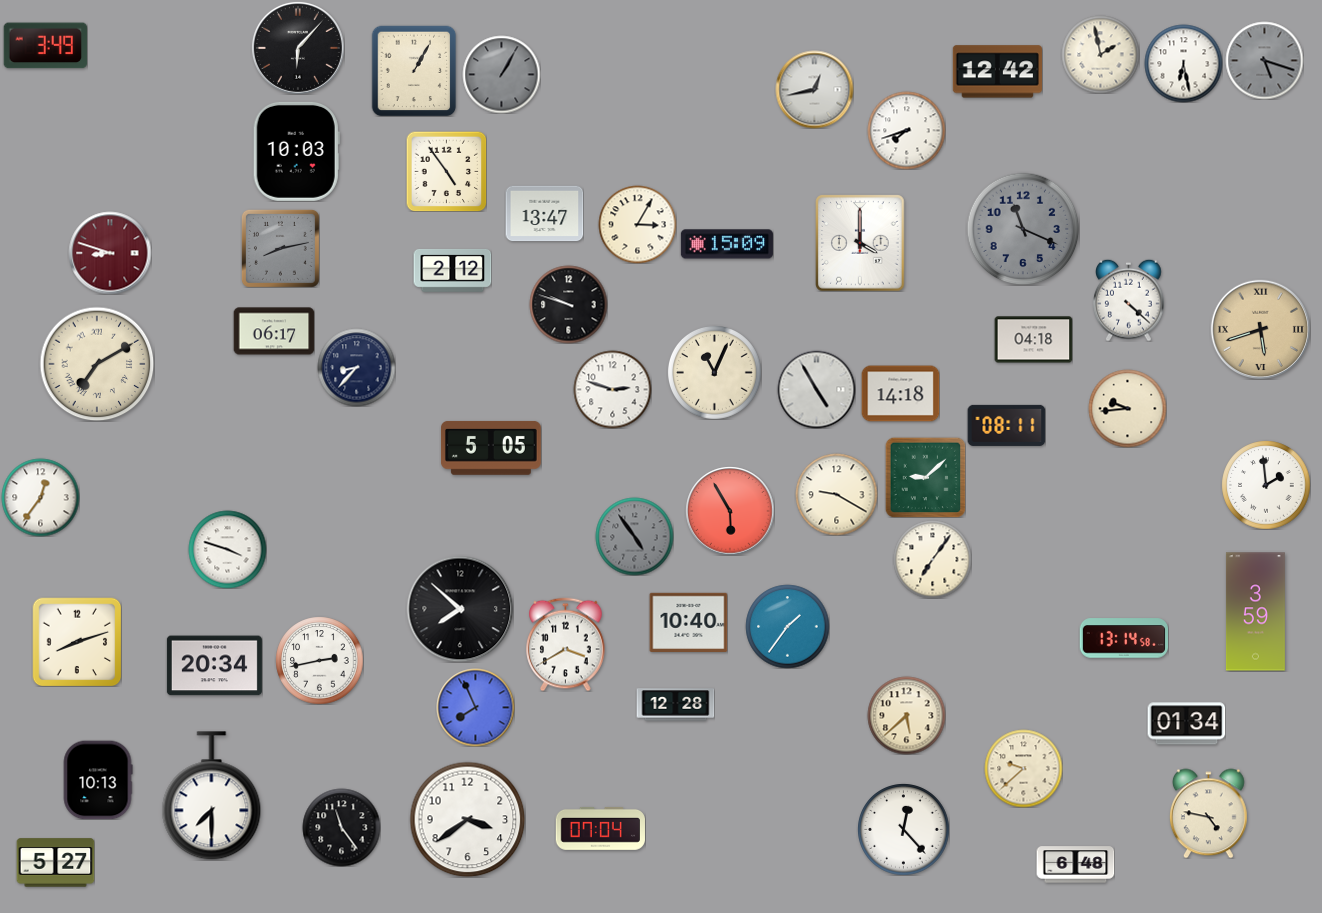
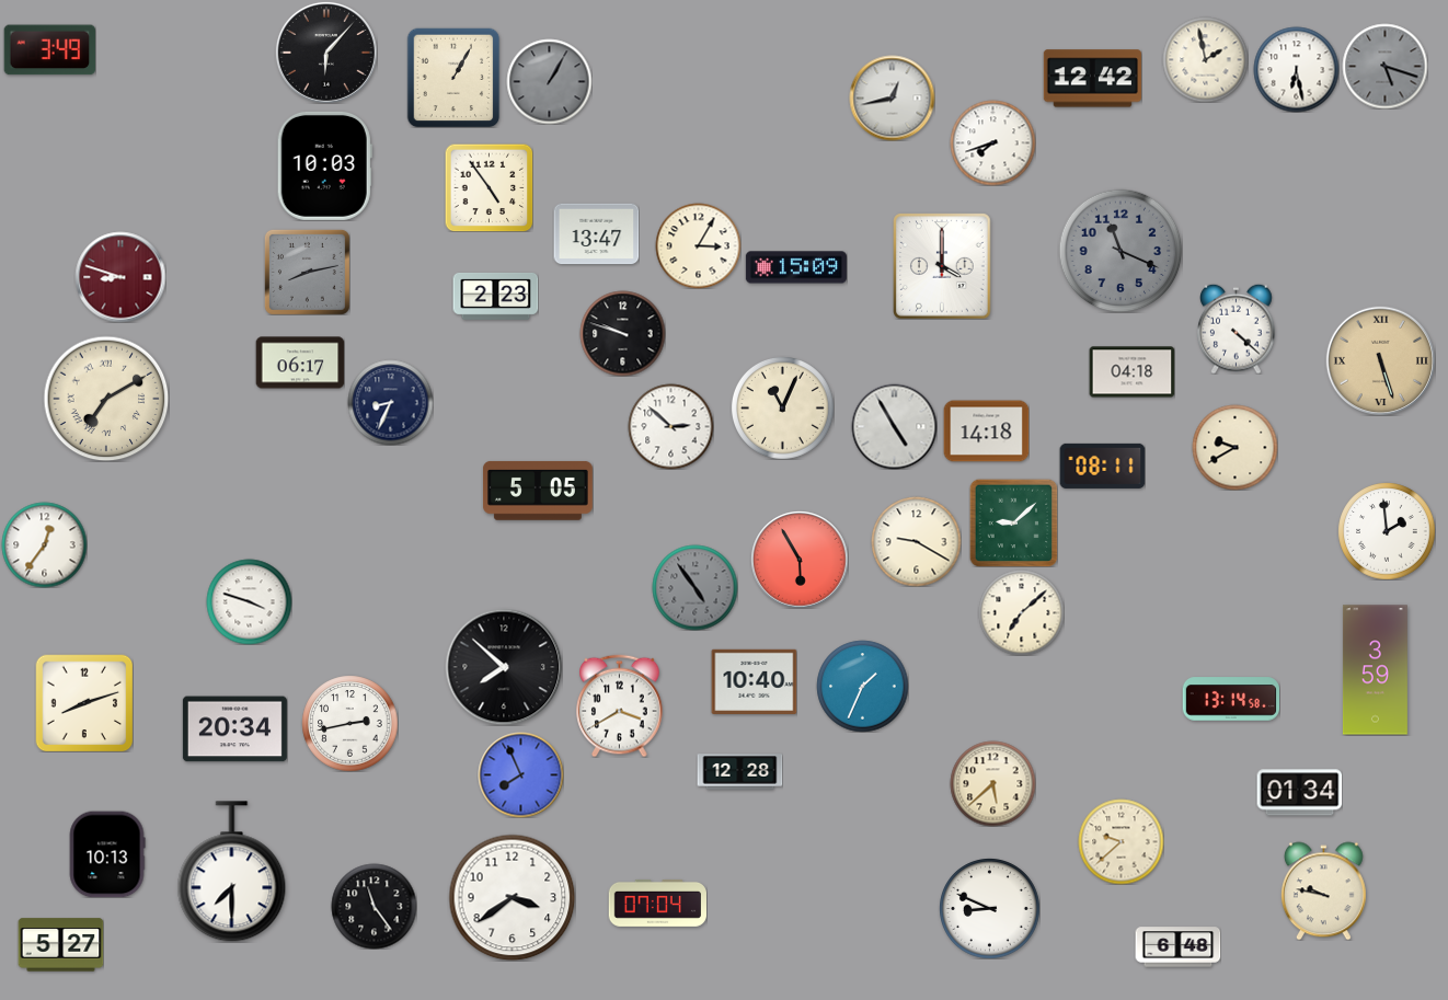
clock at (452, 270): 2:12 -> 2:23
clock at (1260, 329): 5:42 -> 5:27
clock at (356, 367): 8:37 -> 8:34
clock at (612, 389): 2:48 -> 2:52
clock at (1127, 408): 9:44 -> 9:40
clock at (932, 559): 7:06 -> 7:08
clock at (787, 626): 1:36 -> 1:34
clock at (1208, 813): 4:47 -> 9:47
clock at (600, 828) position: (600, 828) -> (657, 903)
clock at (904, 830): 12:23 -> 8:49
